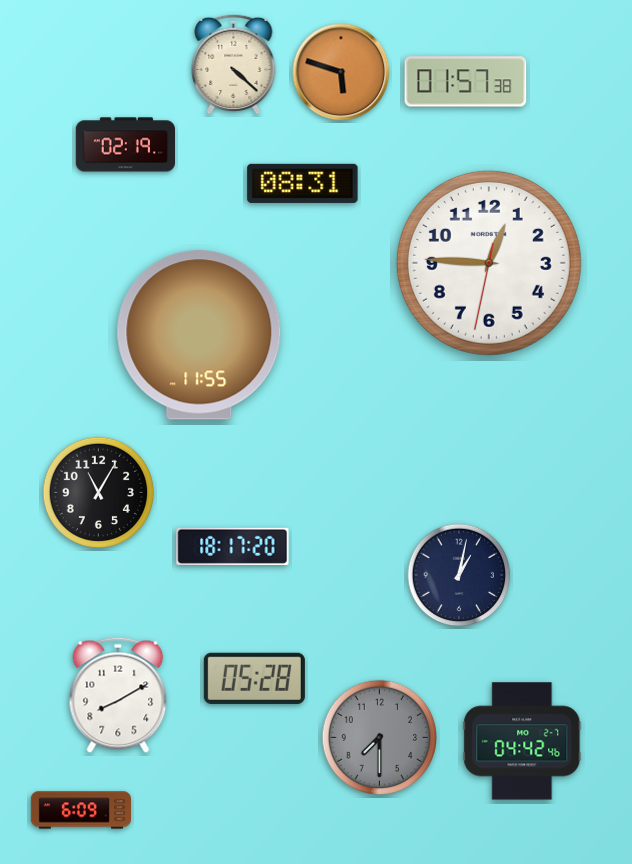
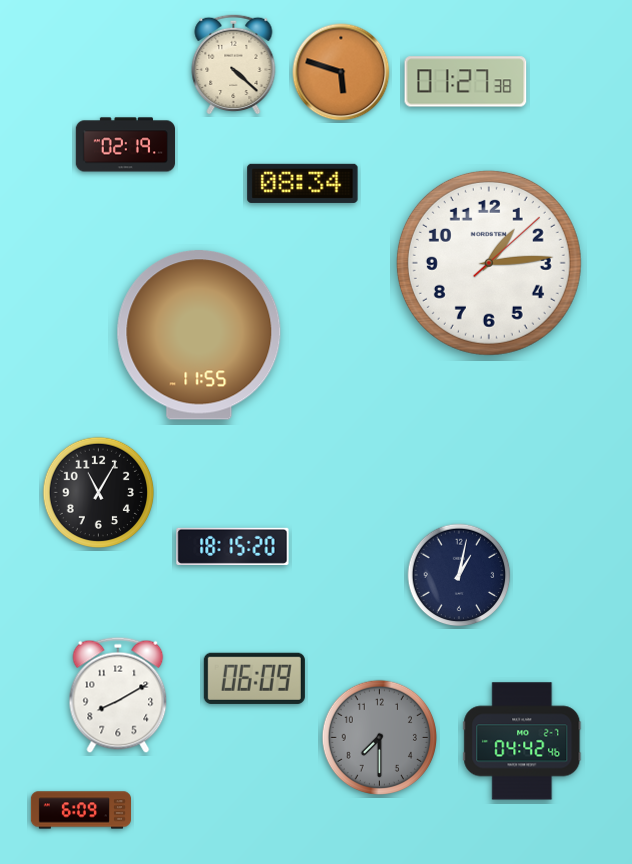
clock at (466, 82): 01:57 -> 01:27
clock at (303, 183): 08:31 -> 08:34
clock at (489, 263): 12:45 -> 1:14
clock at (233, 546): 18:17 -> 18:15
clock at (254, 678): 05:28 -> 06:09
